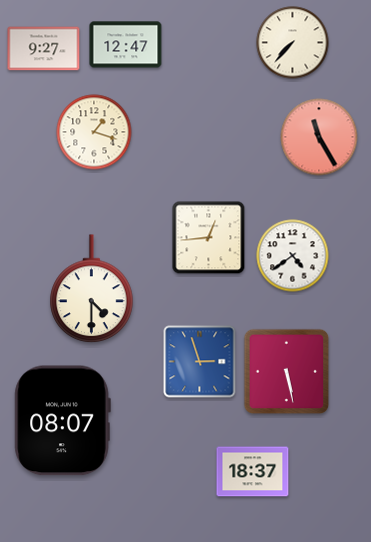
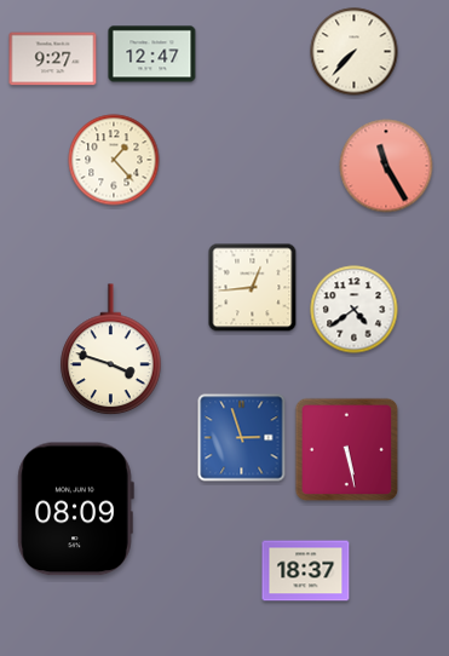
clock at (94, 132): 1:18 -> 1:23
clock at (92, 289): 4:30 -> 3:48
clock at (62, 421): 08:07 -> 08:09
